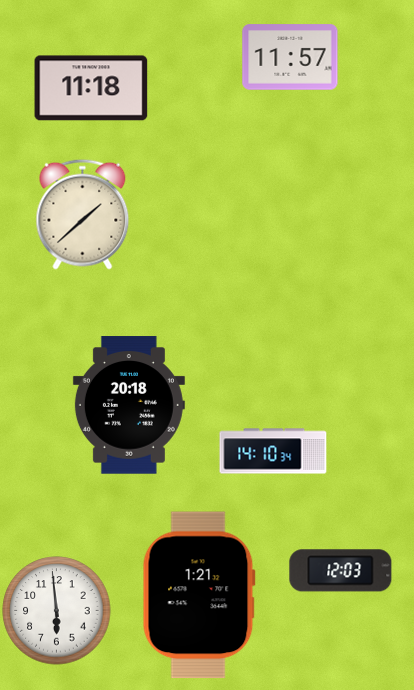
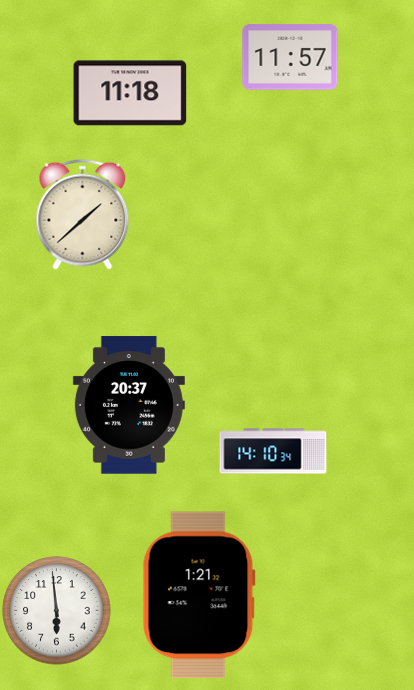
clock at (91, 88) position: (91, 88) -> (130, 93)
clock at (129, 405): 20:18 -> 20:37
clock at (341, 571): 12:03 -> none
